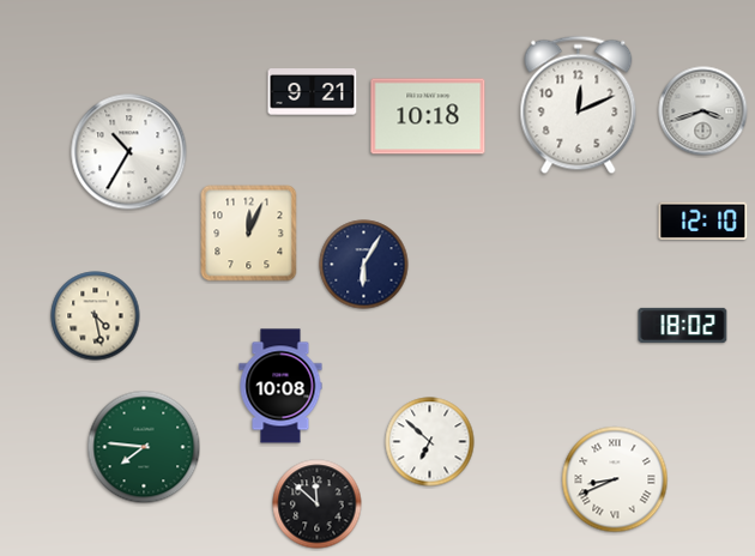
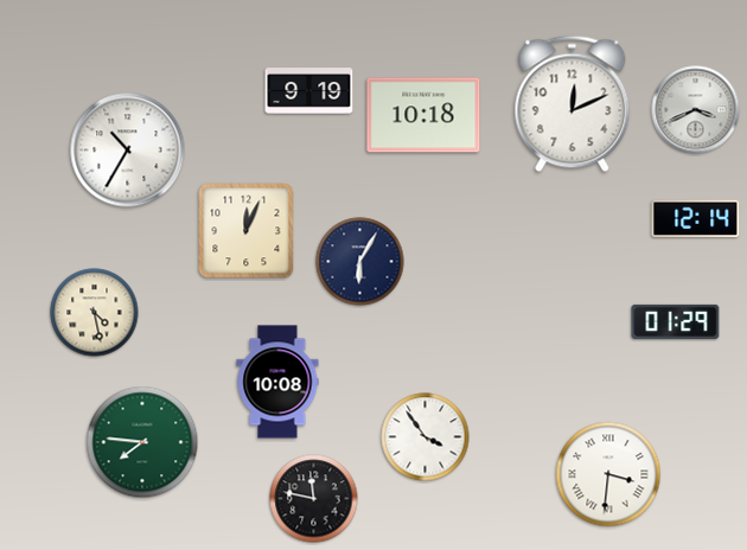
clock at (313, 92): 9:21 -> 9:19
clock at (703, 111): 3:42 -> 3:41
clock at (703, 222): 12:10 -> 12:14
clock at (683, 325): 18:02 -> 01:29
clock at (430, 442): 6:52 -> 3:54
clock at (615, 479): 8:41 -> 3:31
clock at (318, 504): 11:52 -> 11:47
